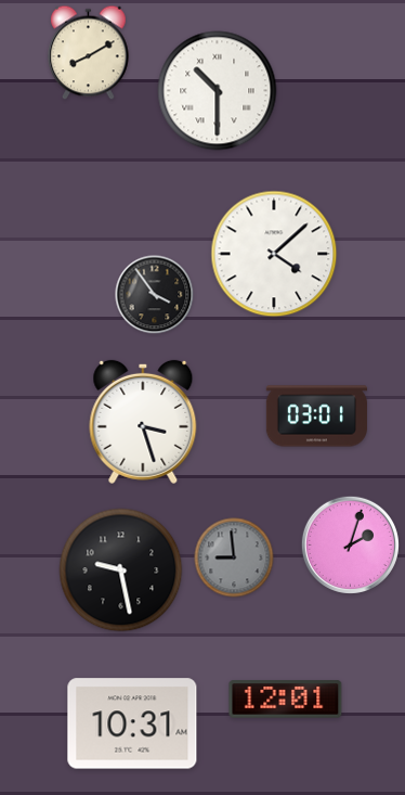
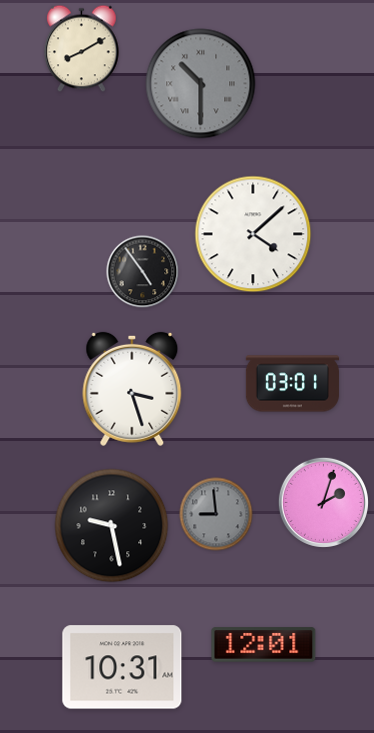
clock at (218, 91) dial: white -> grey
clock at (155, 295): 3:54 -> 4:54
